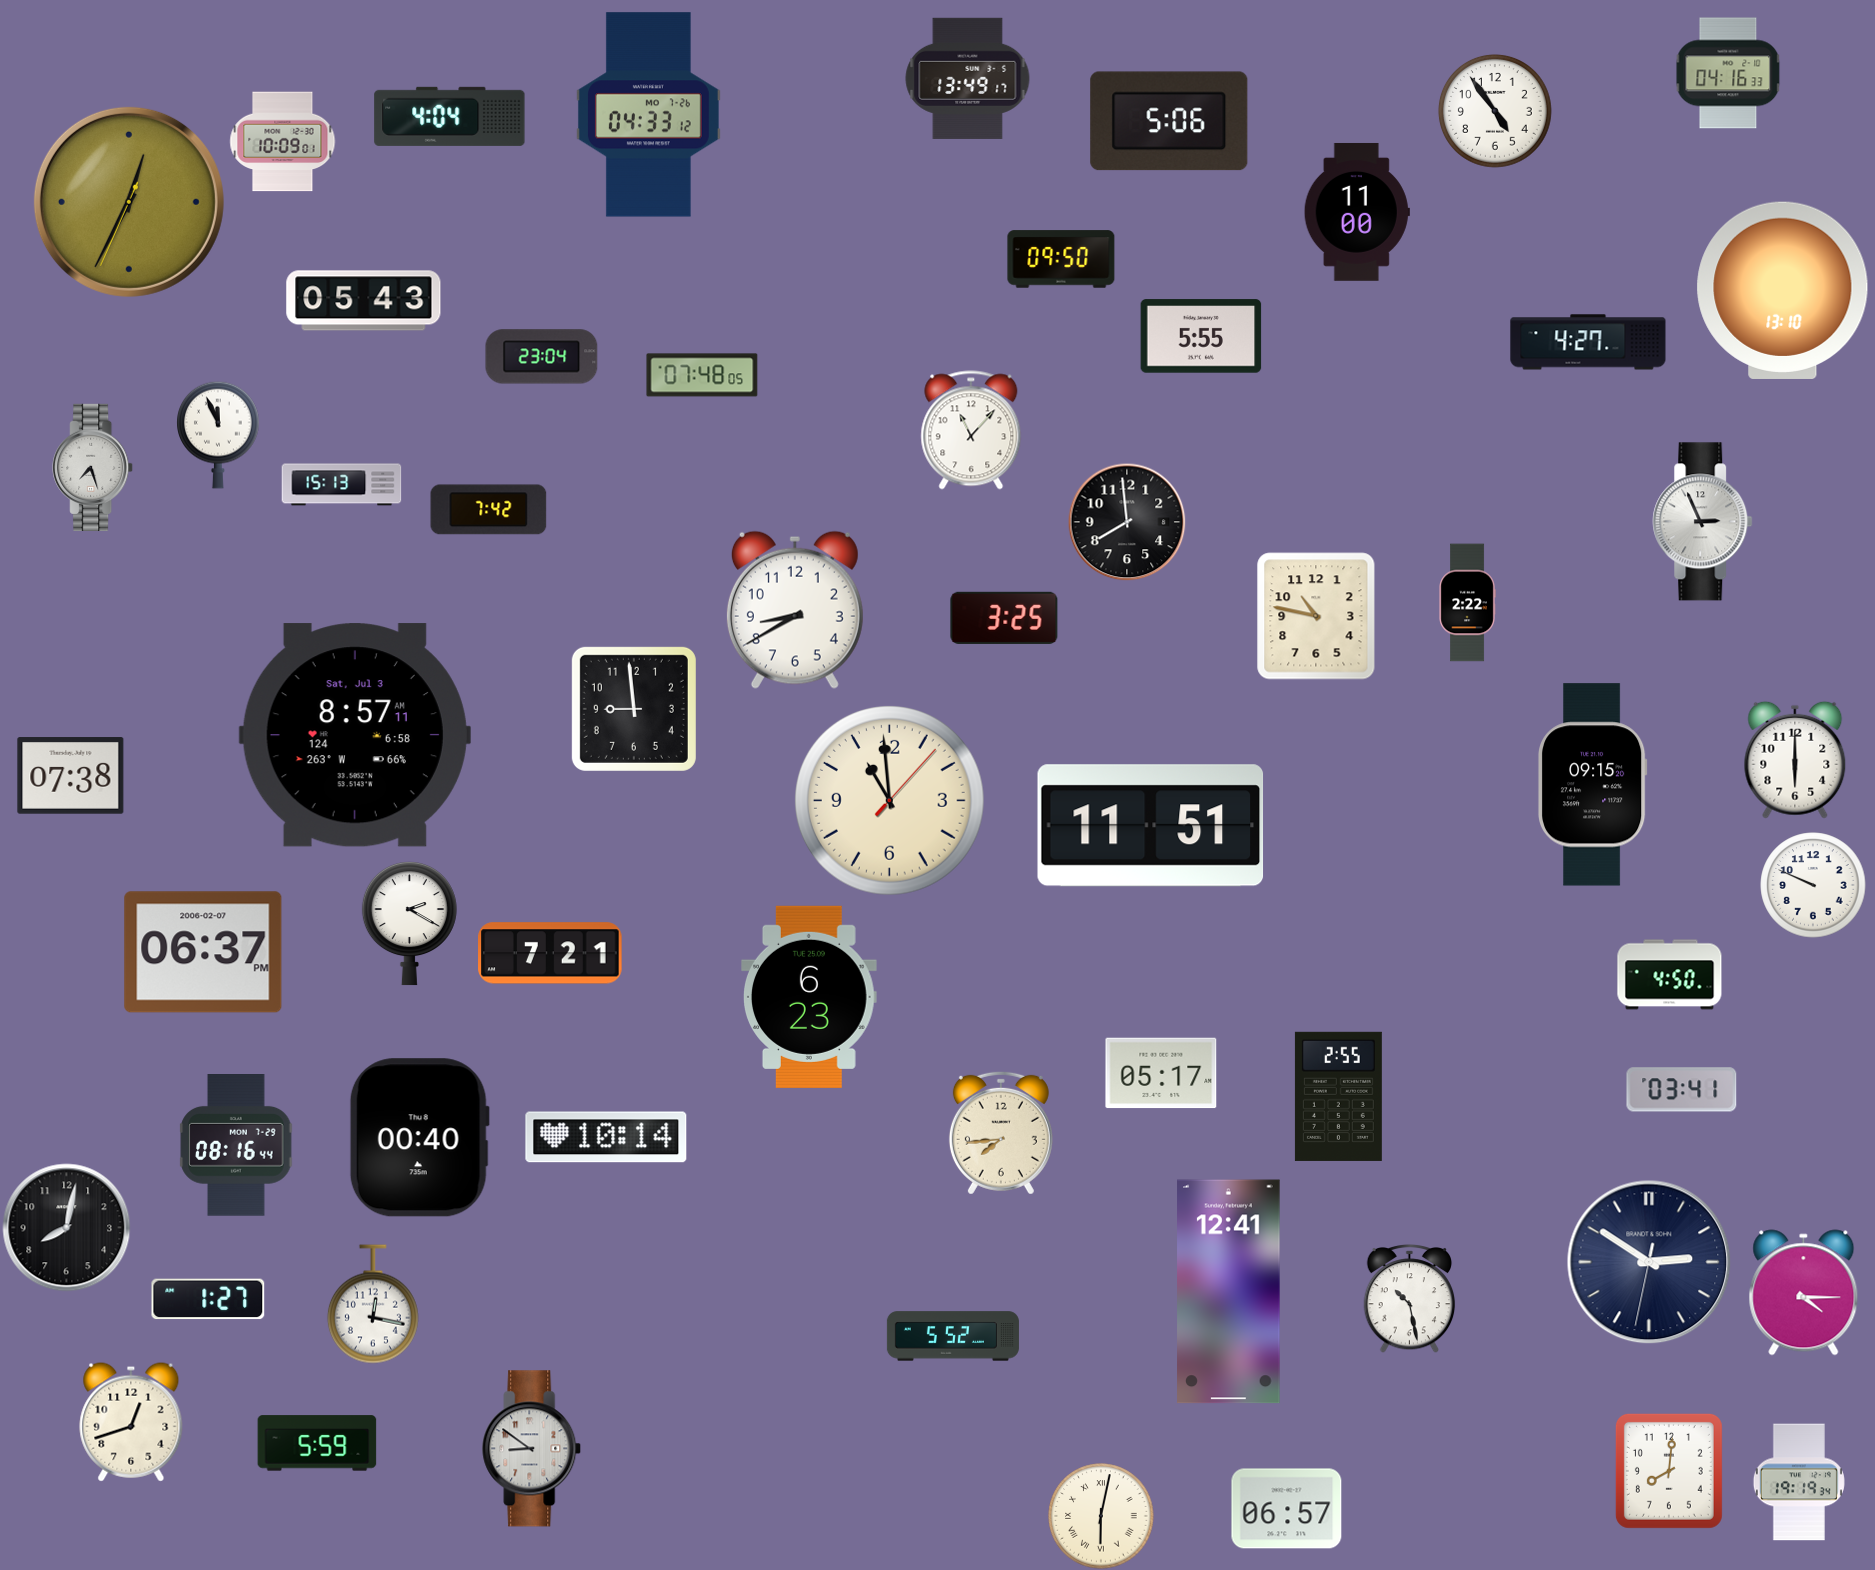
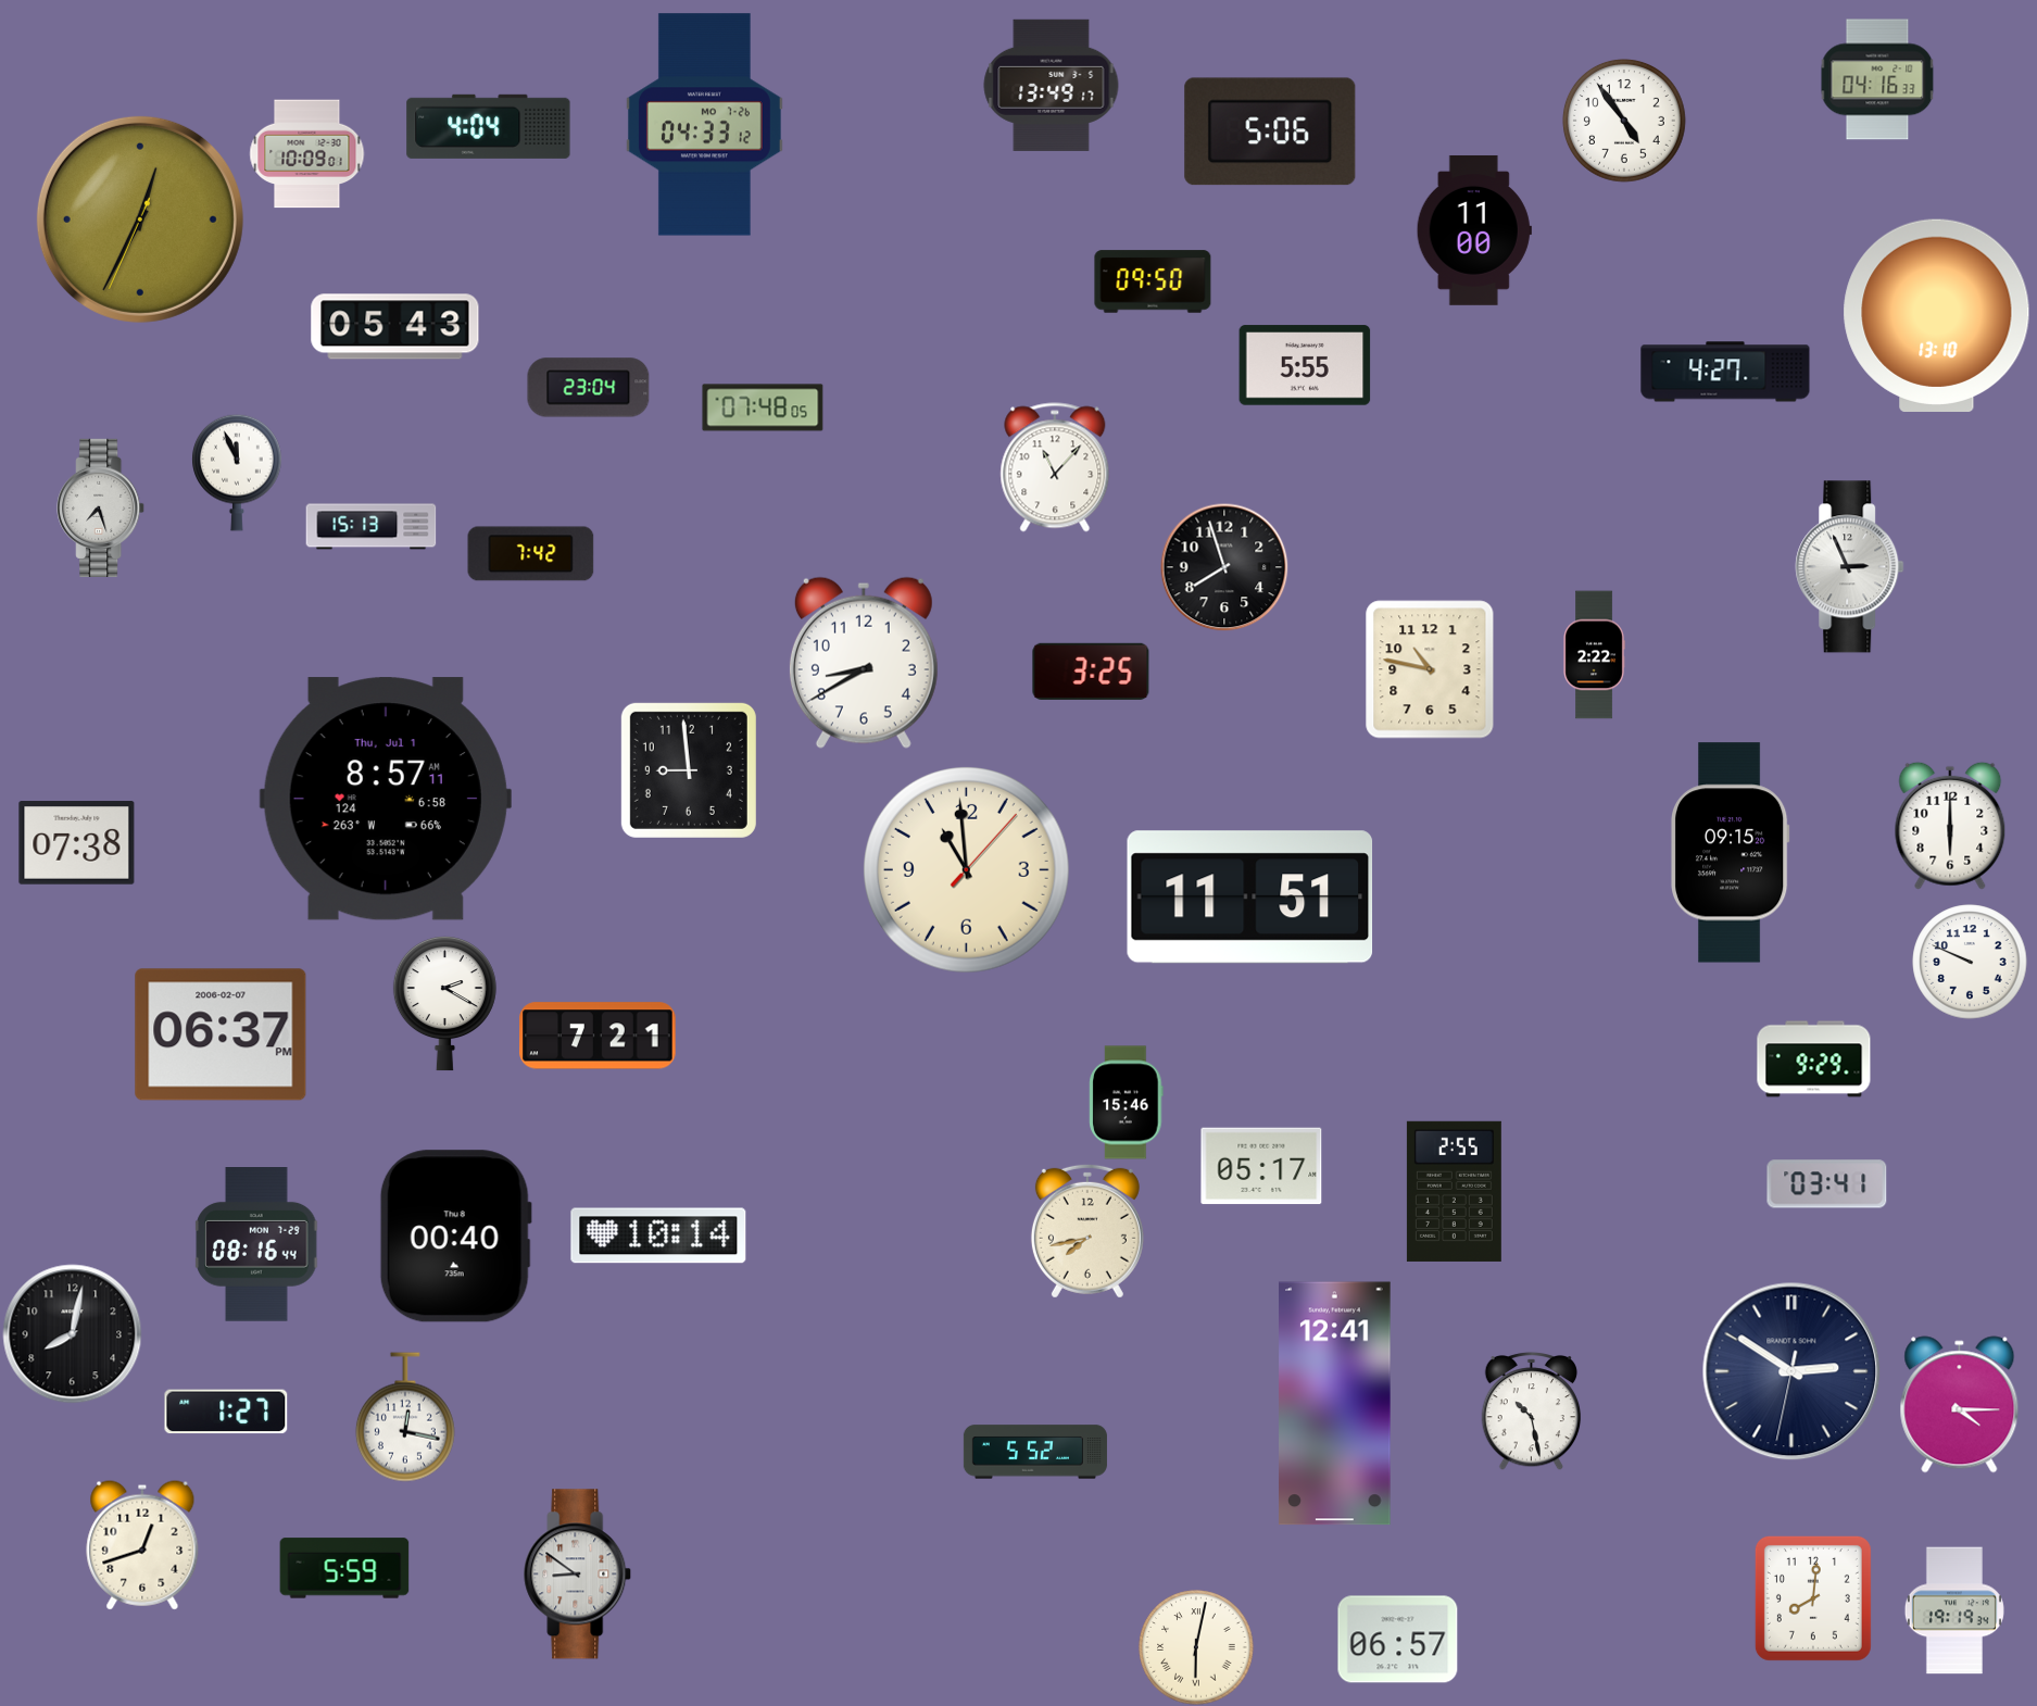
clock at (1127, 522): 7:59 -> 7:57
clock at (355, 735) date: Sat, Jul 3 -> Thu, Jul 1
clock at (1670, 975): 4:50 -> 9:29
clock at (810, 997): 6:23 -> none
clock at (1127, 1103): none -> 15:46
clock at (1001, 1133): 7:44 -> 7:43
